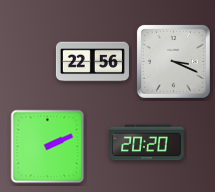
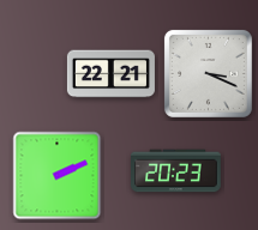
clock at (92, 62): 22:56 -> 22:21
clock at (147, 143): 20:20 -> 20:23
